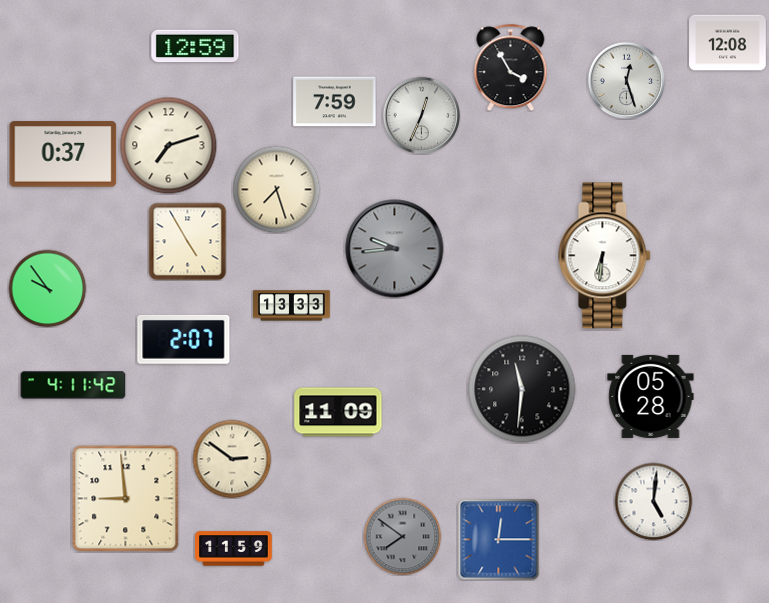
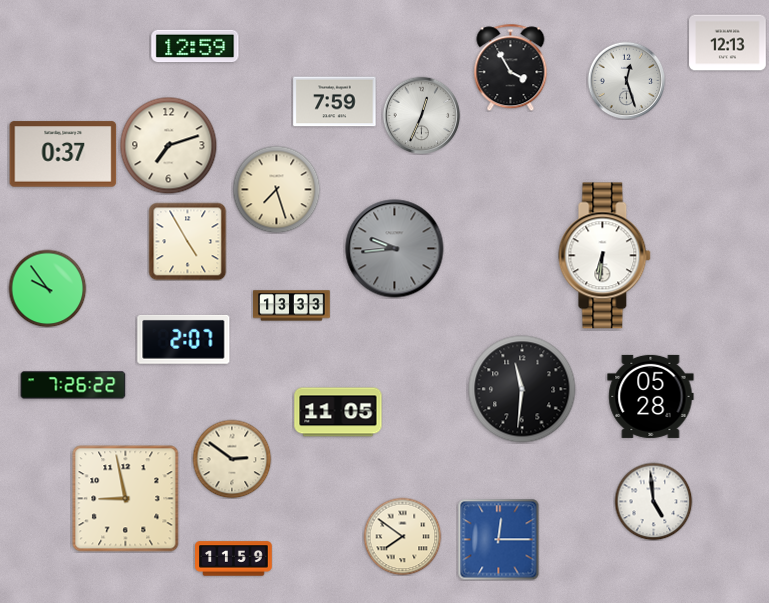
clock at (728, 43): 12:08 -> 12:13
clock at (73, 385): 4:11 -> 7:26
clock at (338, 412): 11:09 -> 11:05
clock at (126, 499): 8:59 -> 8:58
clock at (653, 501): 5:01 -> 4:59
clock at (402, 536) dial: grey -> cream
clock at (234, 549) position: (234, 549) -> (234, 559)
